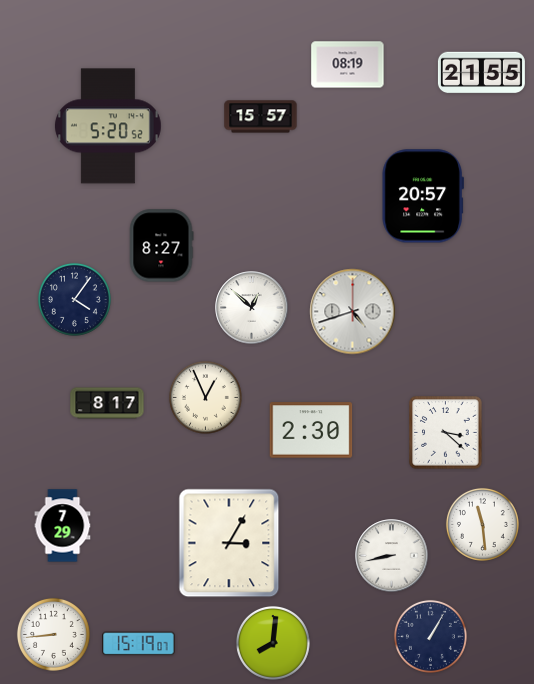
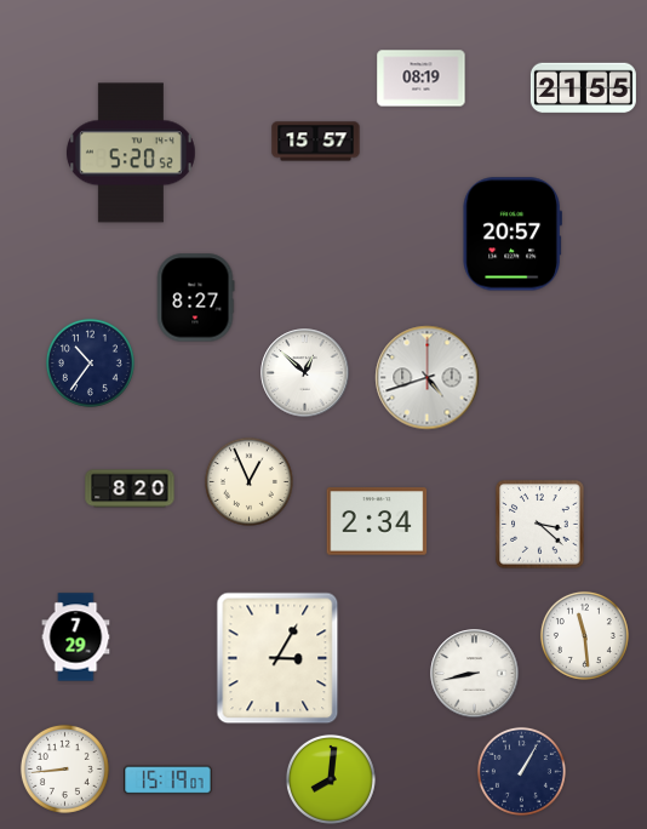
clock at (422, 196) position: (422, 196) -> (511, 234)
clock at (74, 299): 4:06 -> 10:36
clock at (107, 403): 8:17 -> 8:20
clock at (311, 430): 2:30 -> 2:34
